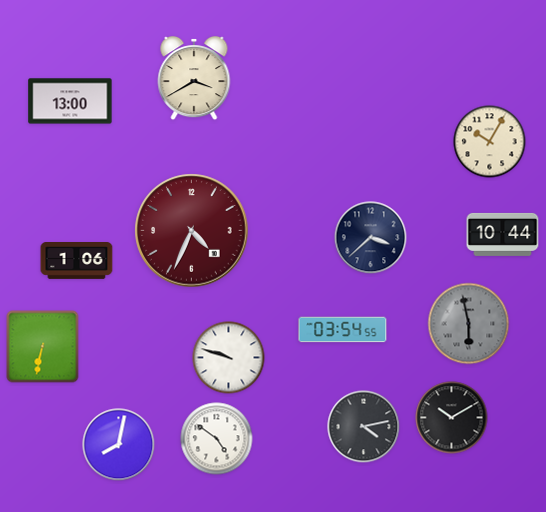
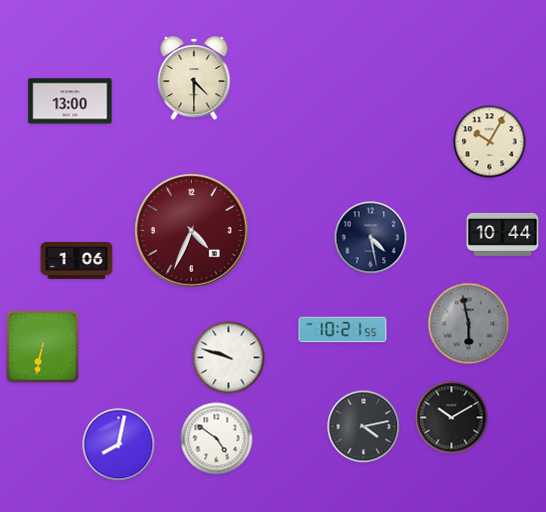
clock at (194, 79): 3:40 -> 4:30
clock at (371, 238): 3:38 -> 4:28
clock at (343, 330): 03:54 -> 10:21
